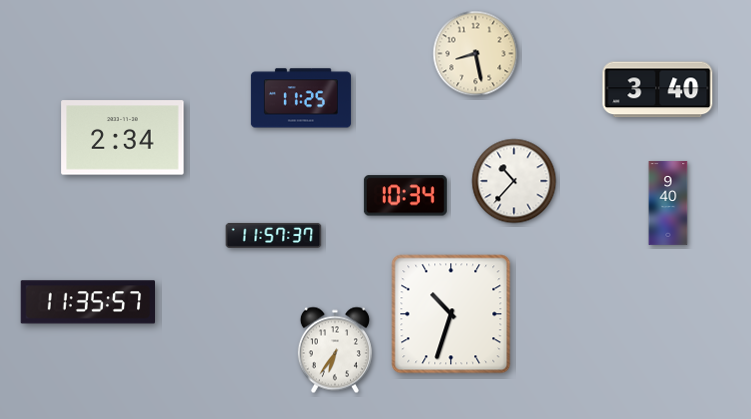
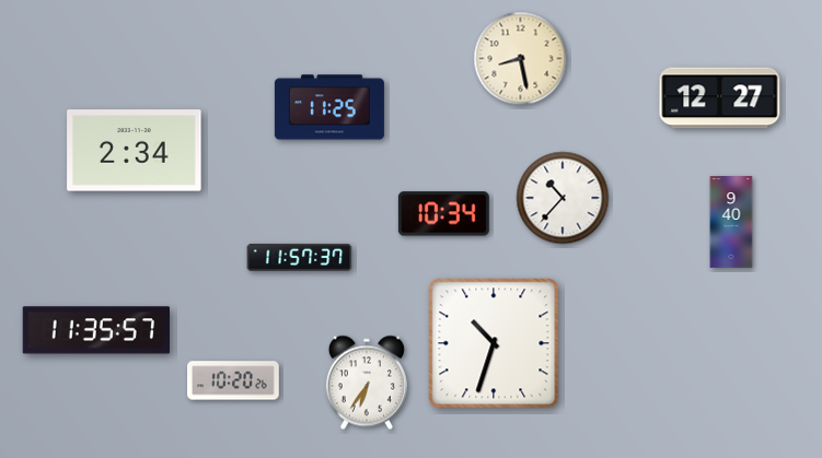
clock at (658, 90): 3:40 -> 12:27
clock at (234, 380): none -> 10:20
